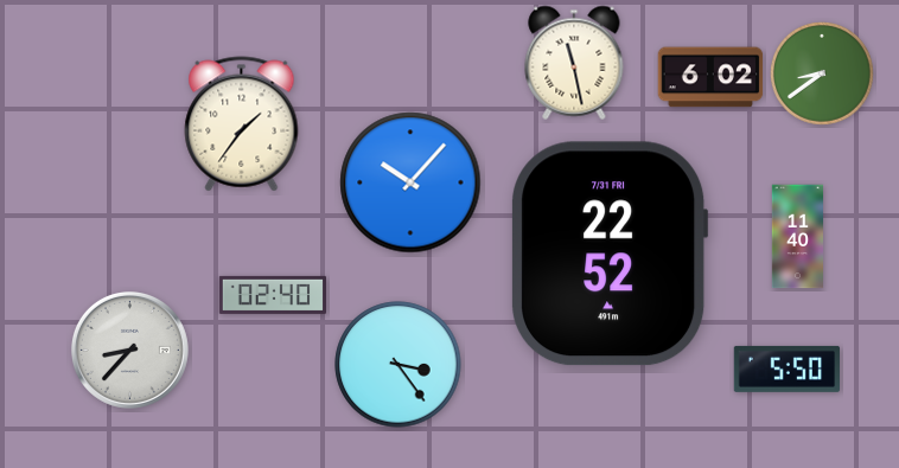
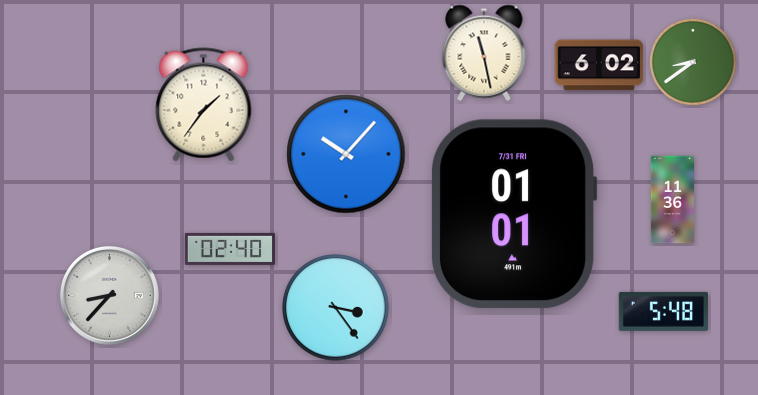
clock at (798, 237): 11:40 -> 11:36
clock at (611, 254): 22:52 -> 01:01
clock at (786, 368): 5:50 -> 5:48
